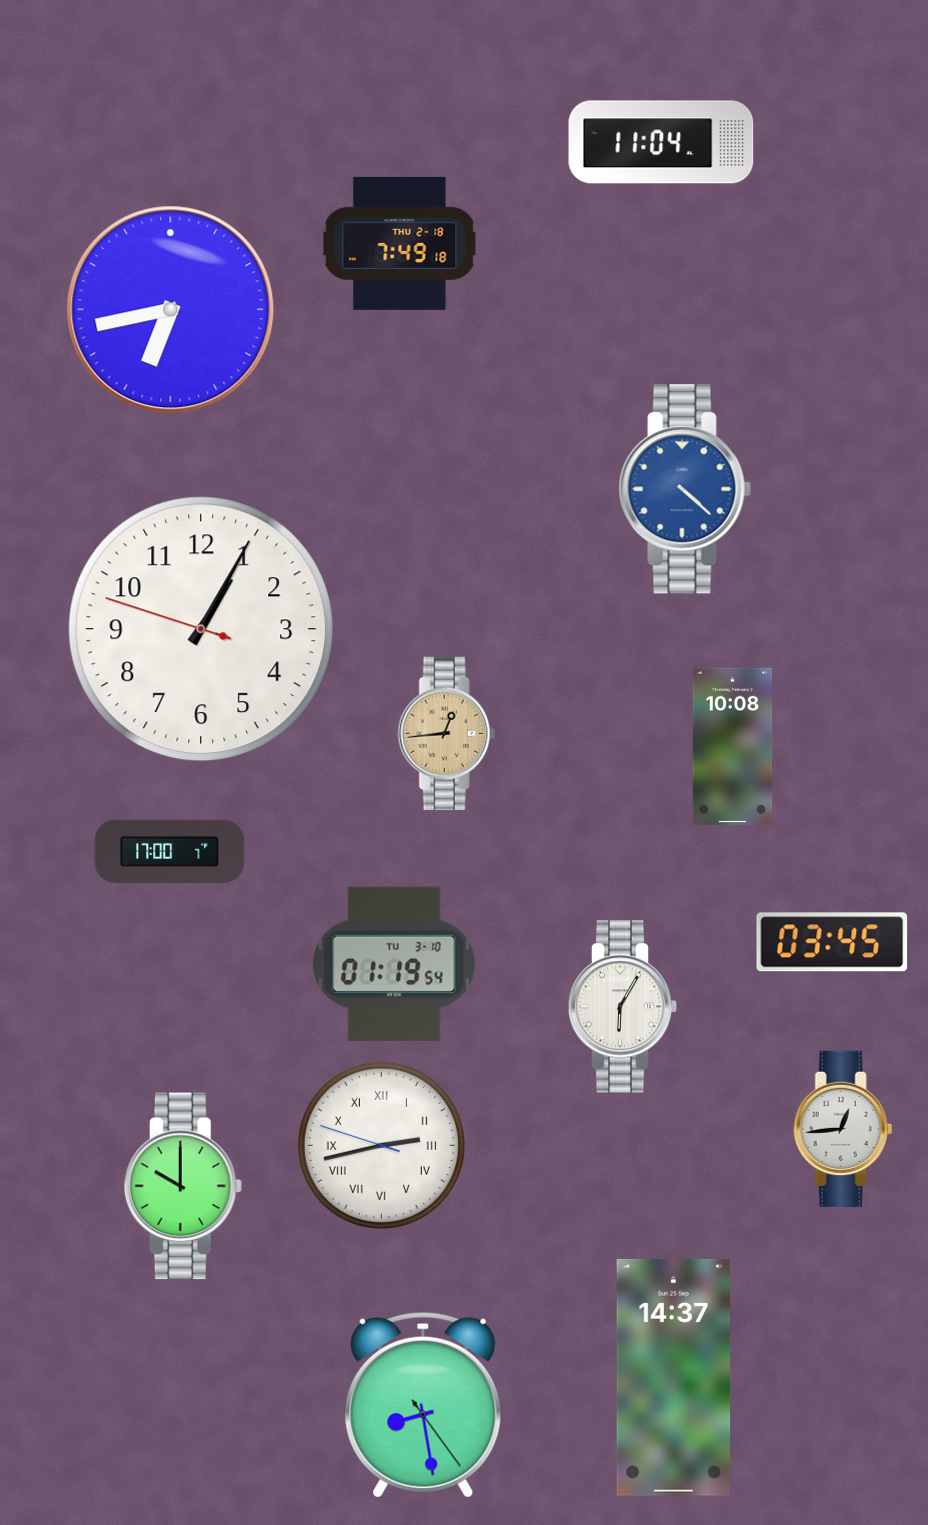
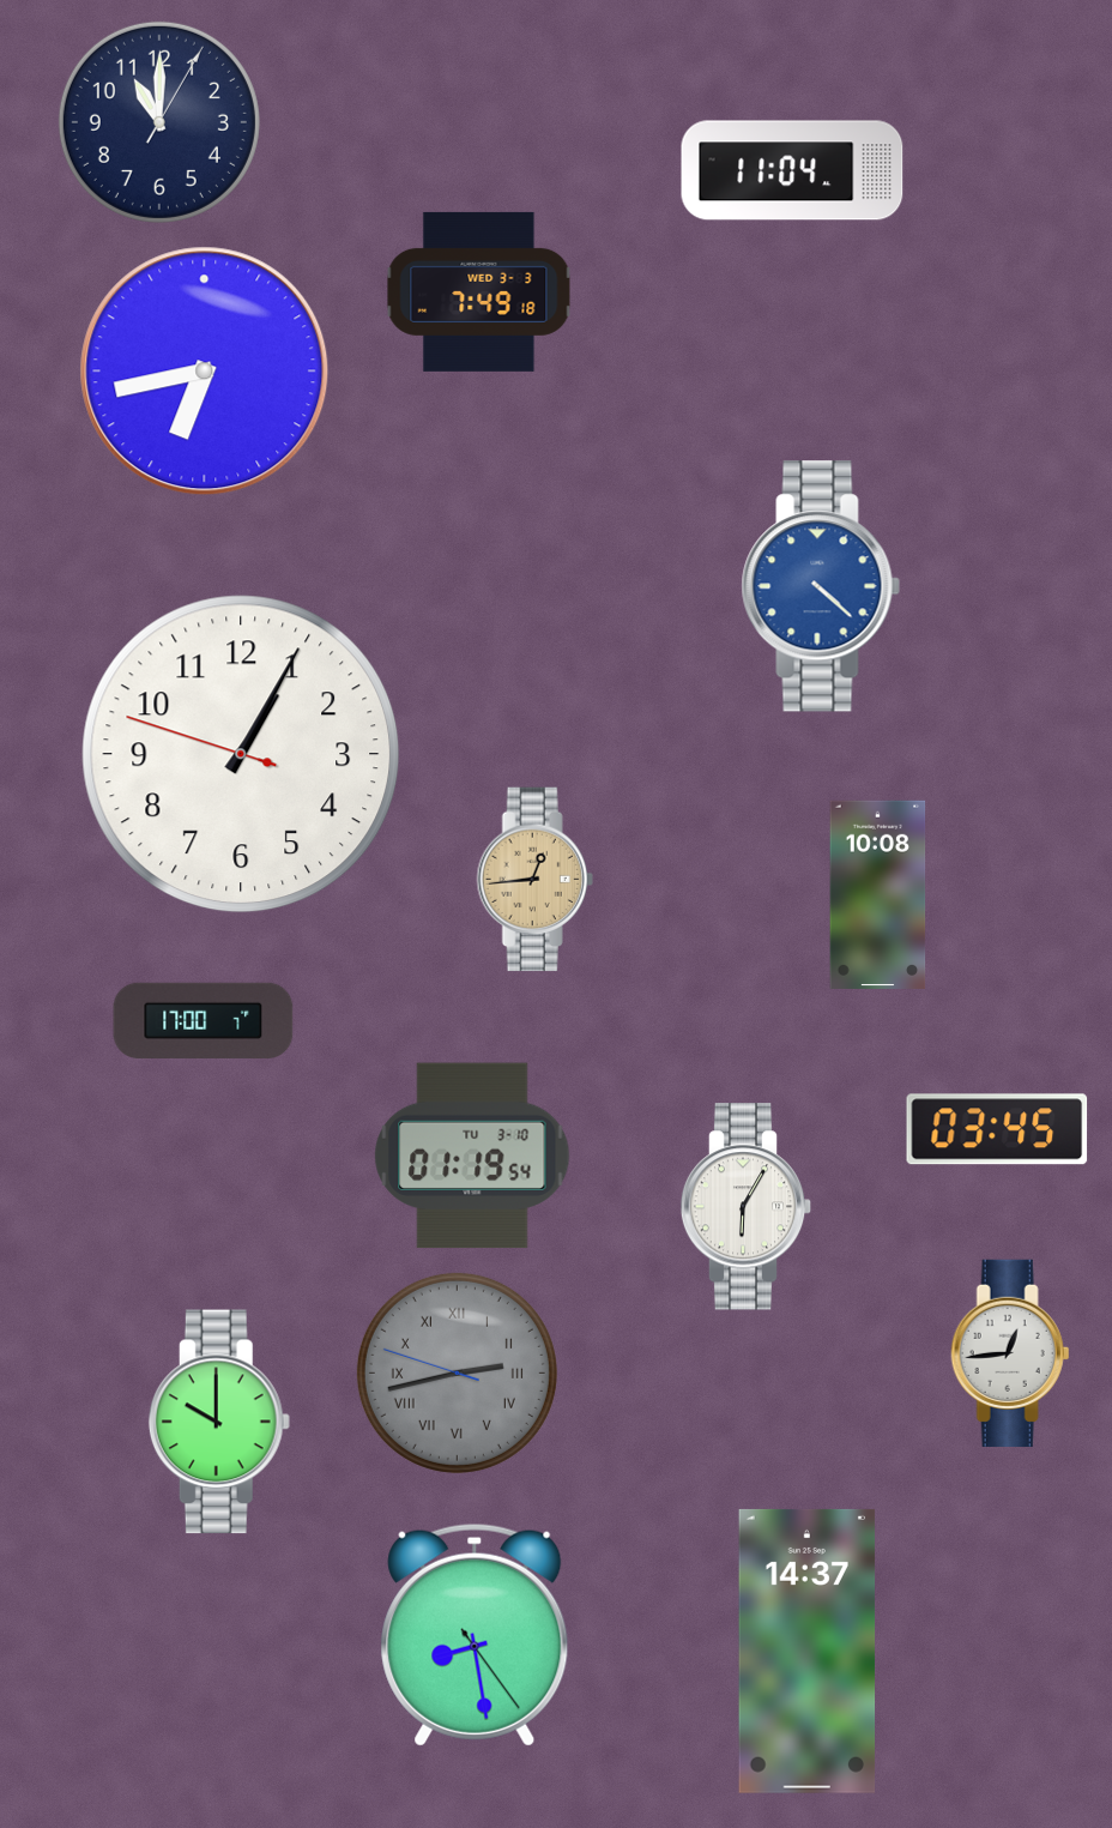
clock at (159, 122): none -> 11:00
clock at (400, 243) date: THU 2-18 -> WED 3-3
clock at (381, 1145) dial: white -> grey
clock at (423, 1405) position: (423, 1405) -> (475, 1635)
